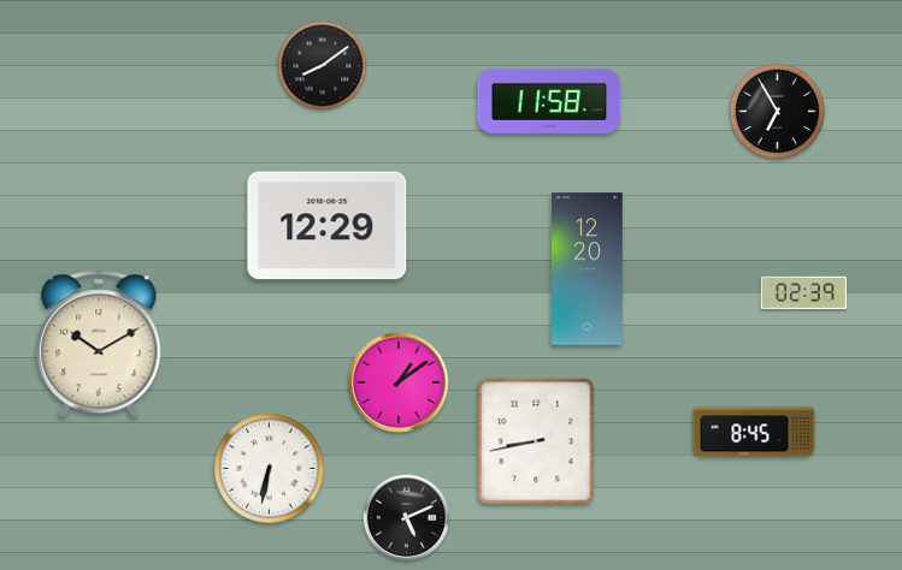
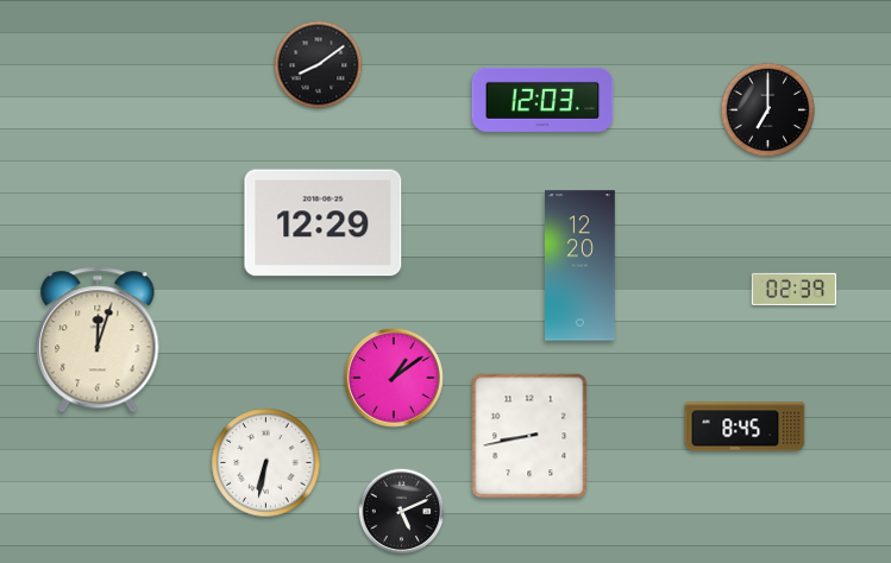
clock at (549, 101): 11:58 -> 12:03
clock at (778, 112): 6:55 -> 7:00
clock at (99, 344): 10:10 -> 12:03
